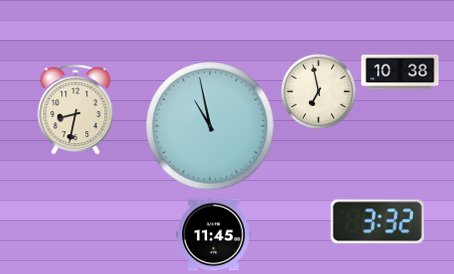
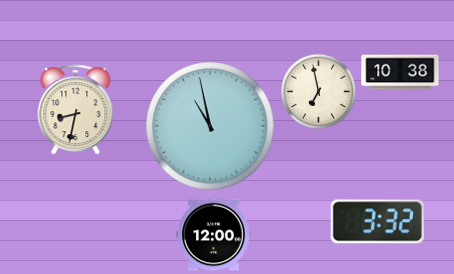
clock at (214, 235): 11:45 -> 12:00
